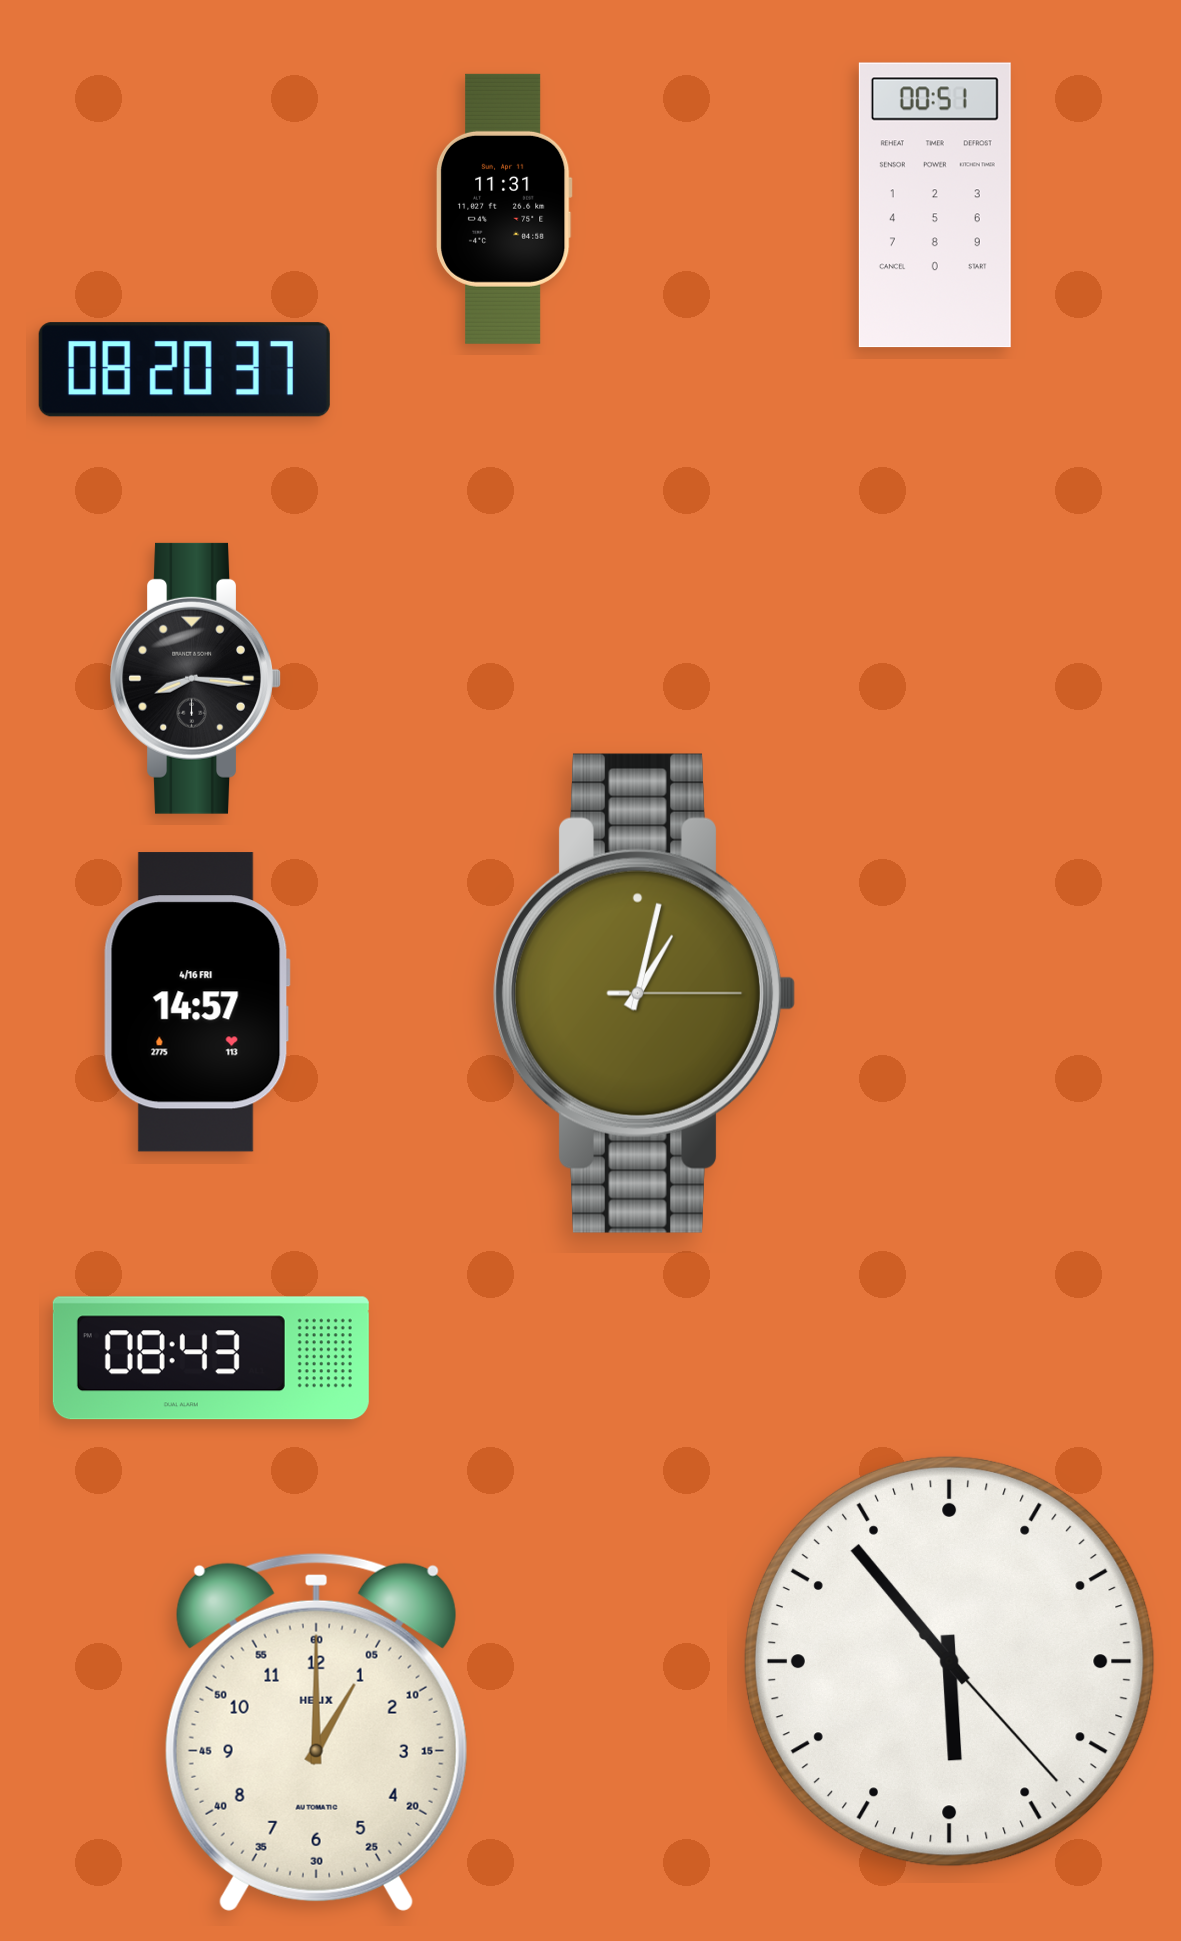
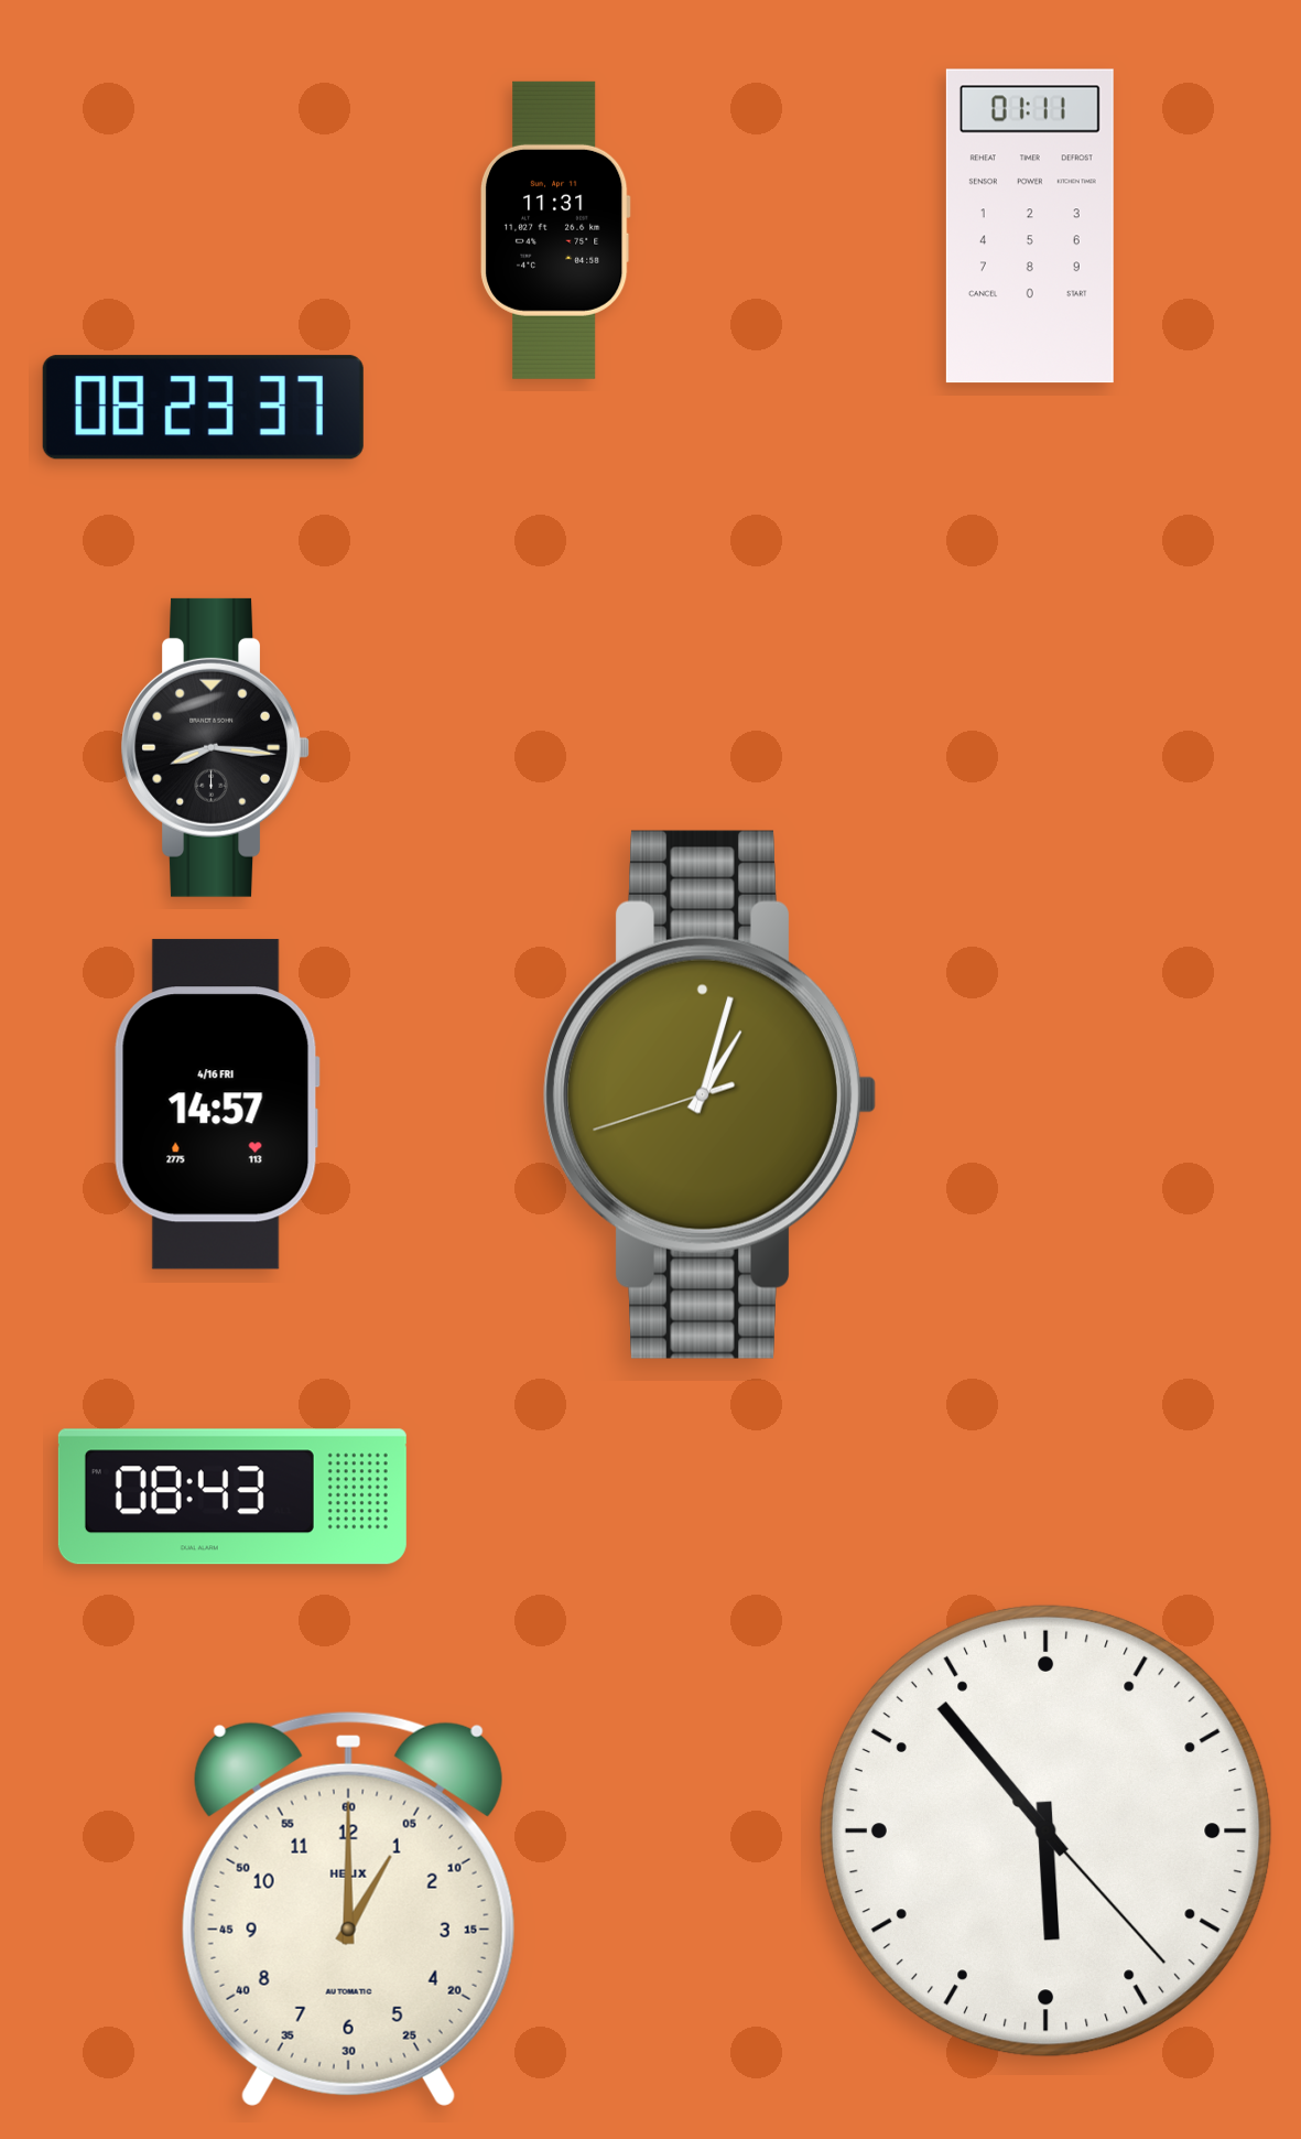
clock at (935, 205): 00:51 -> 01:11
clock at (184, 370): 08:20 -> 08:23
clock at (645, 993): 1:02:15 -> 1:02:42
